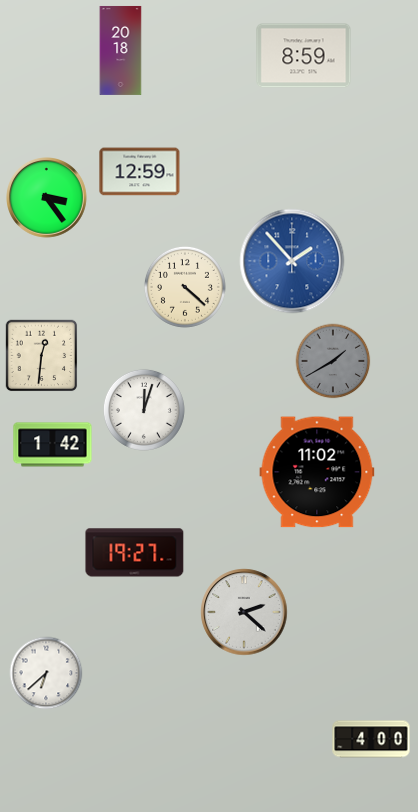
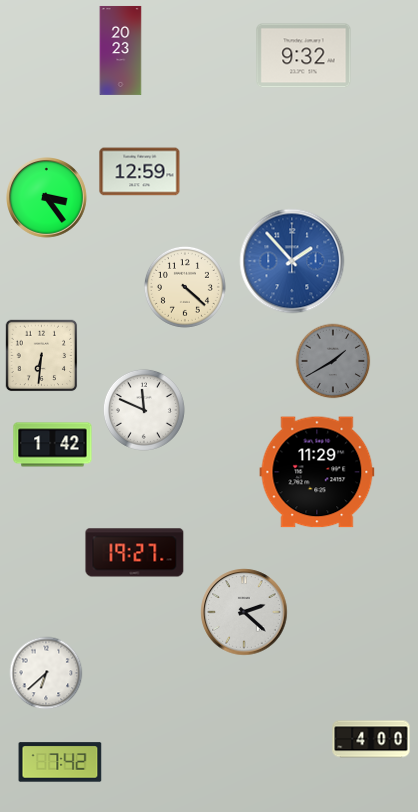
clock at (121, 50): 20:18 -> 20:23
clock at (304, 56): 8:59 -> 9:32
clock at (42, 356): 12:31 -> 6:31
clock at (144, 410): 12:03 -> 11:49
clock at (317, 472): 11:02 -> 11:29
clock at (60, 762): none -> 7:42
